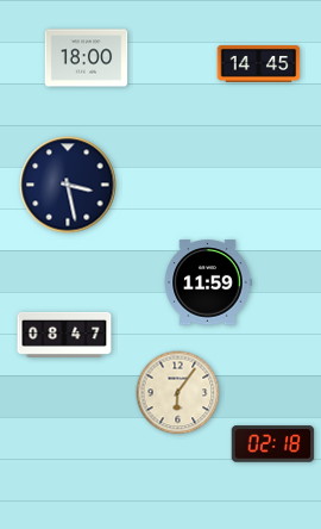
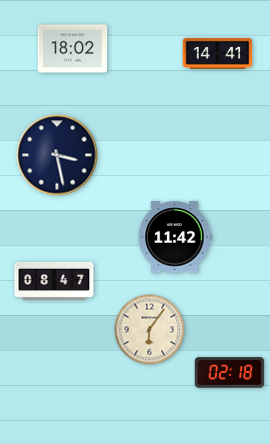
clock at (87, 58): 18:00 -> 18:02
clock at (259, 63): 14:45 -> 14:41
clock at (208, 282): 11:59 -> 11:42
